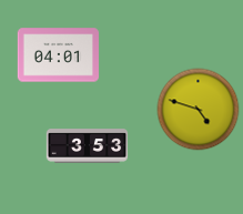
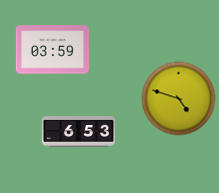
clock at (58, 55): 04:01 -> 03:59
clock at (88, 146): 3:53 -> 6:53
